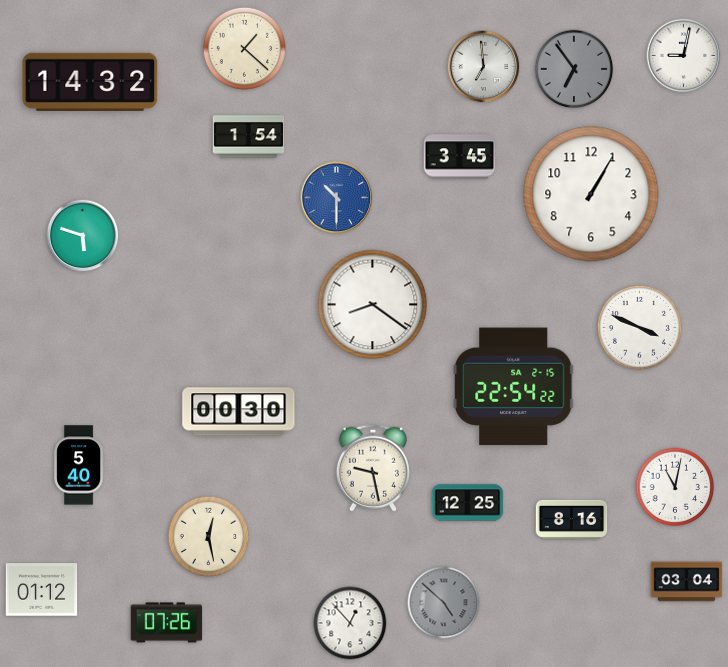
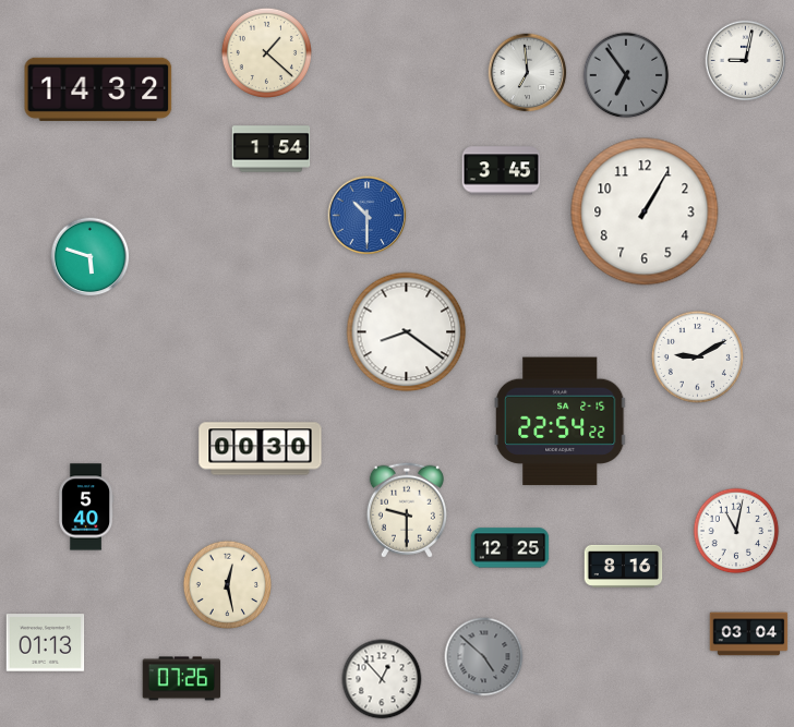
clock at (639, 327): 3:49 -> 9:10
clock at (373, 468): 9:28 -> 9:30
clock at (42, 590): 01:12 -> 01:13
